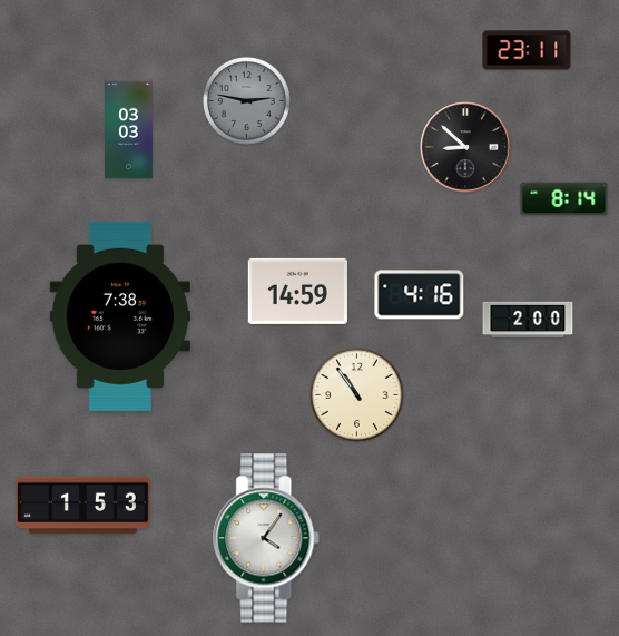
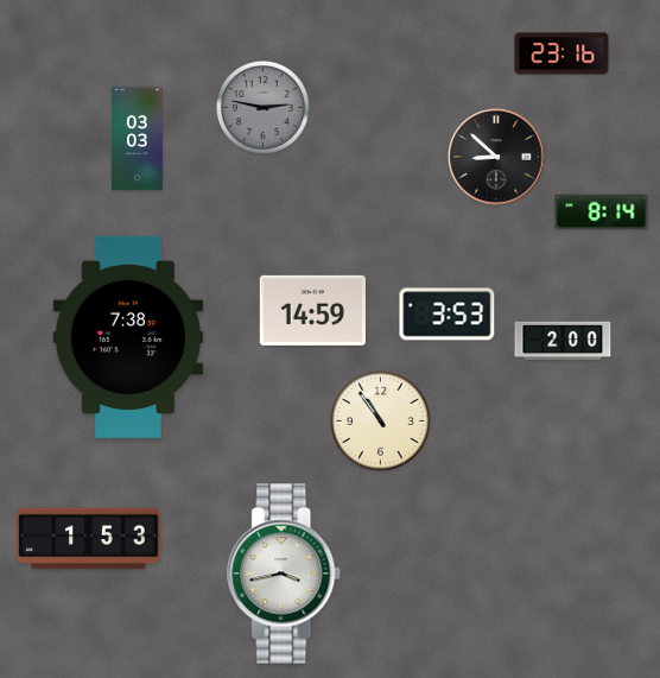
clock at (527, 50): 23:11 -> 23:16
clock at (297, 291) position: (297, 291) -> (312, 310)
clock at (420, 295): 4:16 -> 3:53
clock at (267, 538): 4:06 -> 3:43
